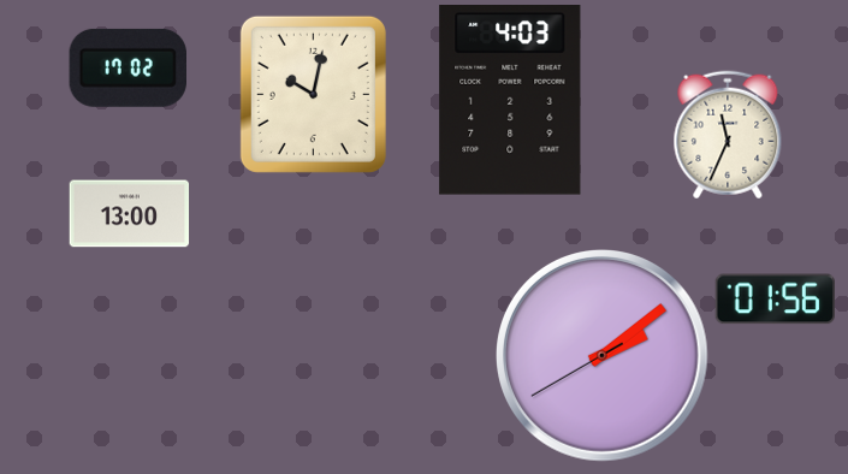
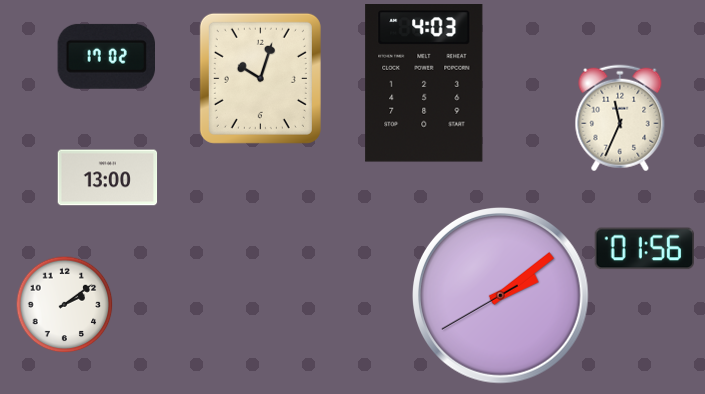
clock at (313, 94): 10:02 -> 10:03
clock at (728, 135) position: (728, 135) -> (620, 118)
clock at (64, 304): none -> 2:09
